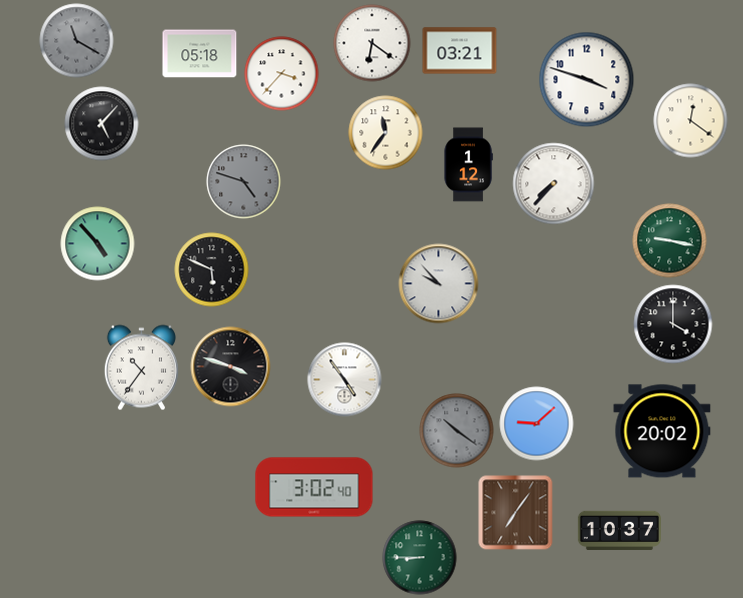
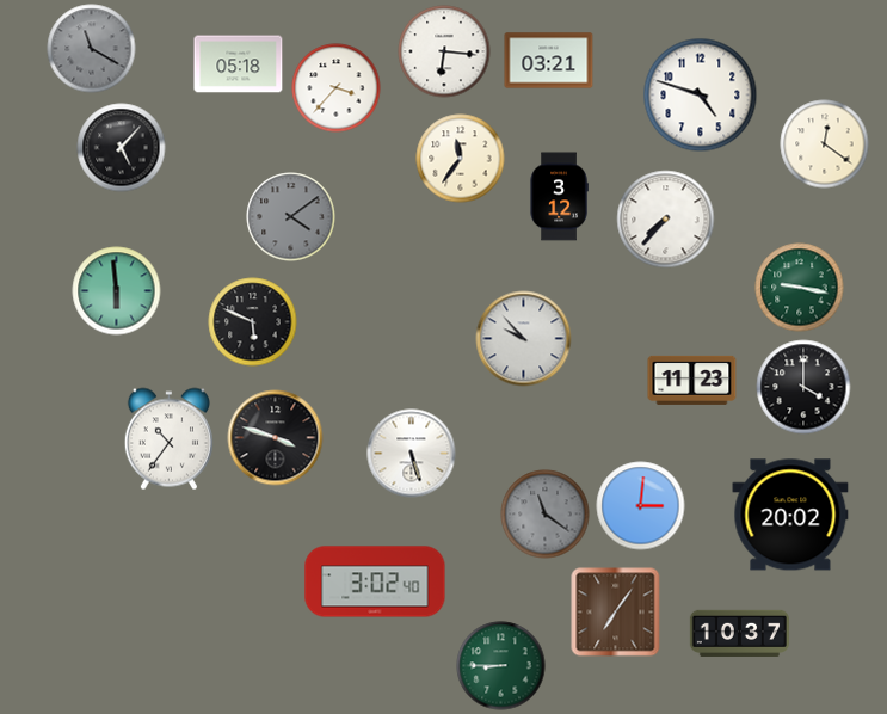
clock at (372, 43): 6:21 -> 6:16
clock at (587, 80): 3:48 -> 4:48
clock at (468, 165): 1:12 -> 3:12
clock at (244, 182): 4:48 -> 4:09
clock at (554, 184) position: (554, 184) -> (666, 220)
clock at (98, 244): 4:53 -> 5:59
clock at (692, 380): none -> 11:23
clock at (345, 380): 4:54 -> 5:27
clock at (537, 424): 9:08 -> 3:01
clock at (457, 431): 10:21 -> 11:21
